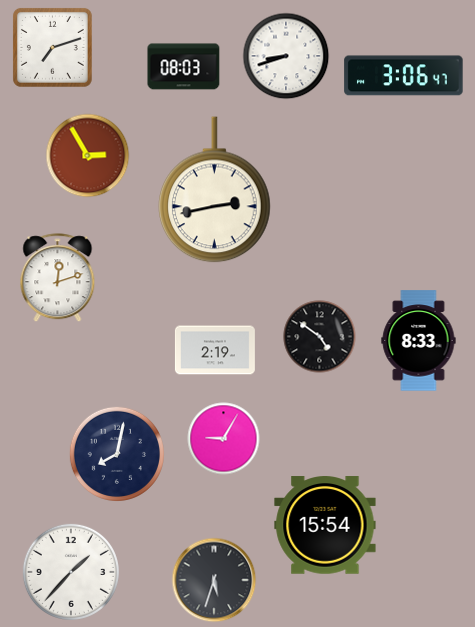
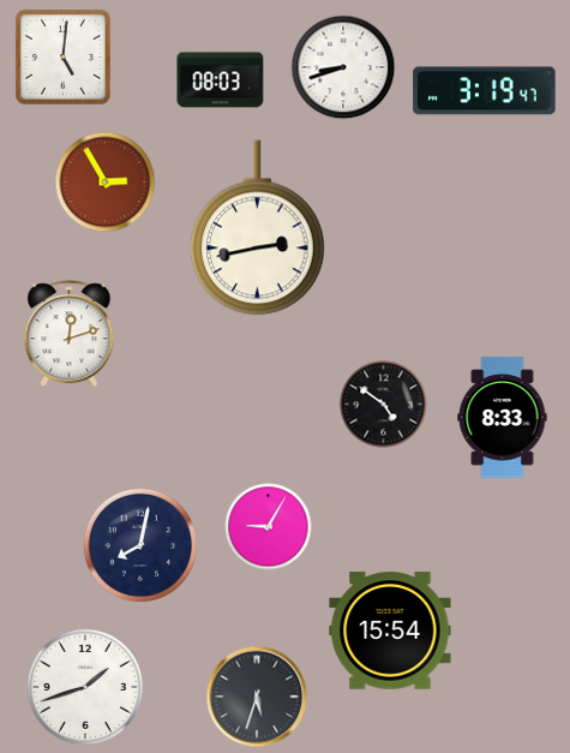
clock at (52, 47): 7:12 -> 5:01
clock at (404, 76): 3:06 -> 3:19
clock at (88, 156) position: (88, 156) -> (106, 183)
clock at (419, 341) position: (419, 341) -> (503, 418)
clock at (215, 350): 2:19 -> none
clock at (71, 572): 1:37 -> 1:42
